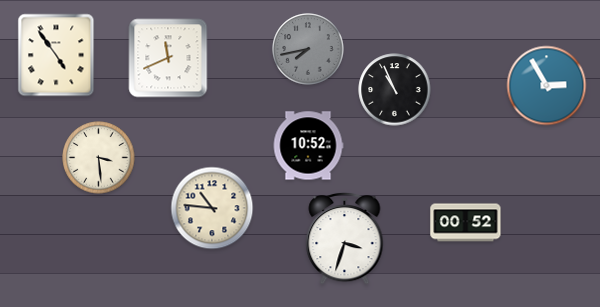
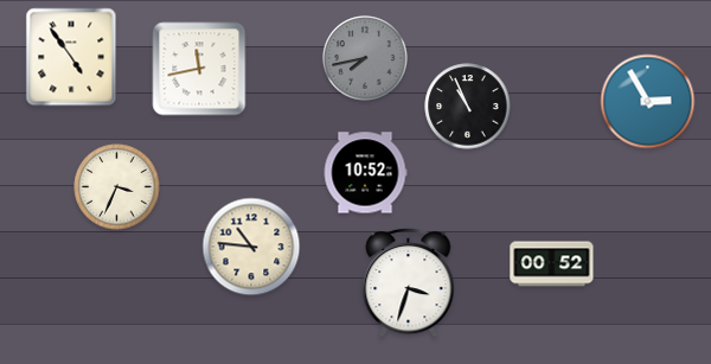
clock at (56, 55) position: (56, 55) -> (71, 57)
clock at (168, 58): 11:41 -> 11:43
clock at (99, 158): 3:29 -> 3:34
